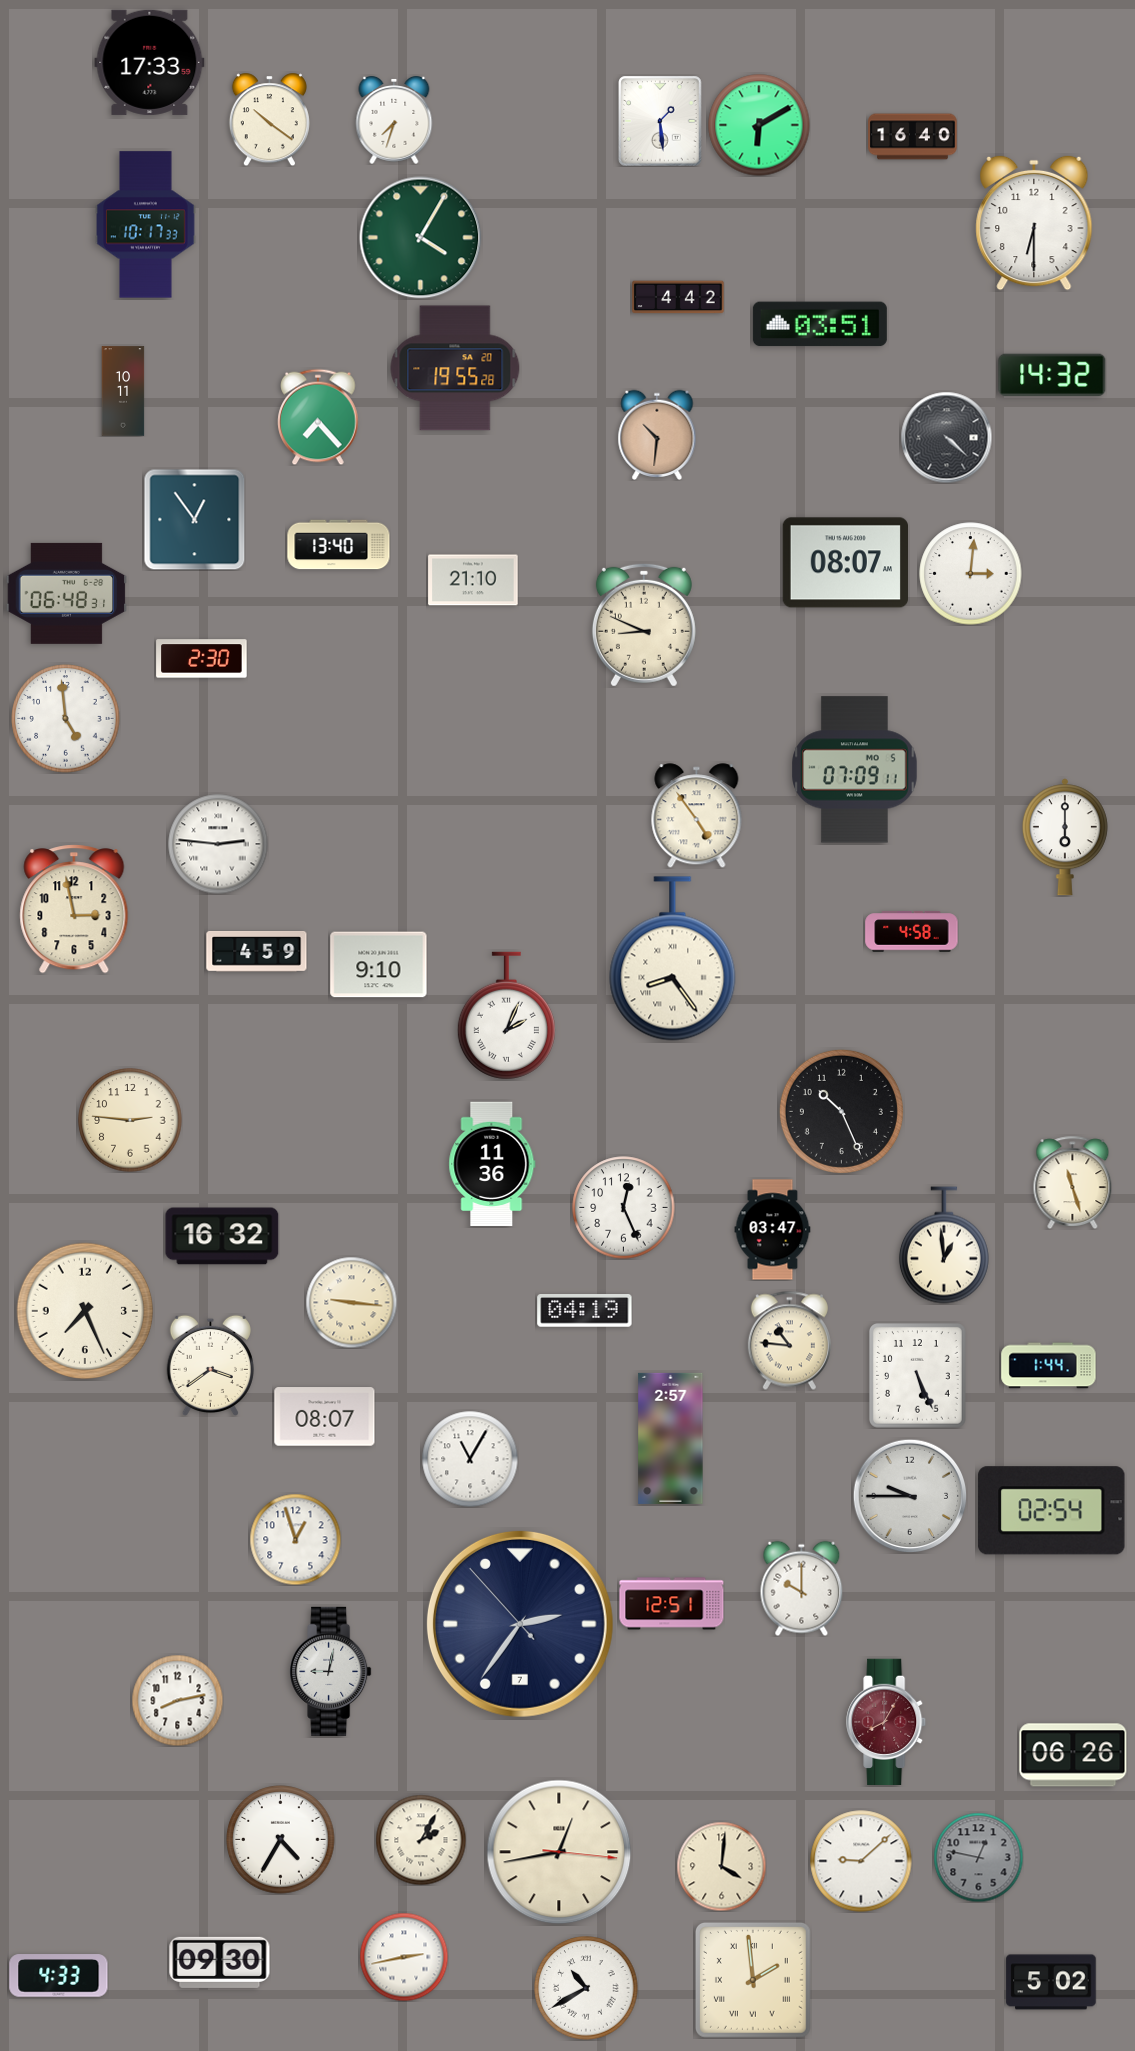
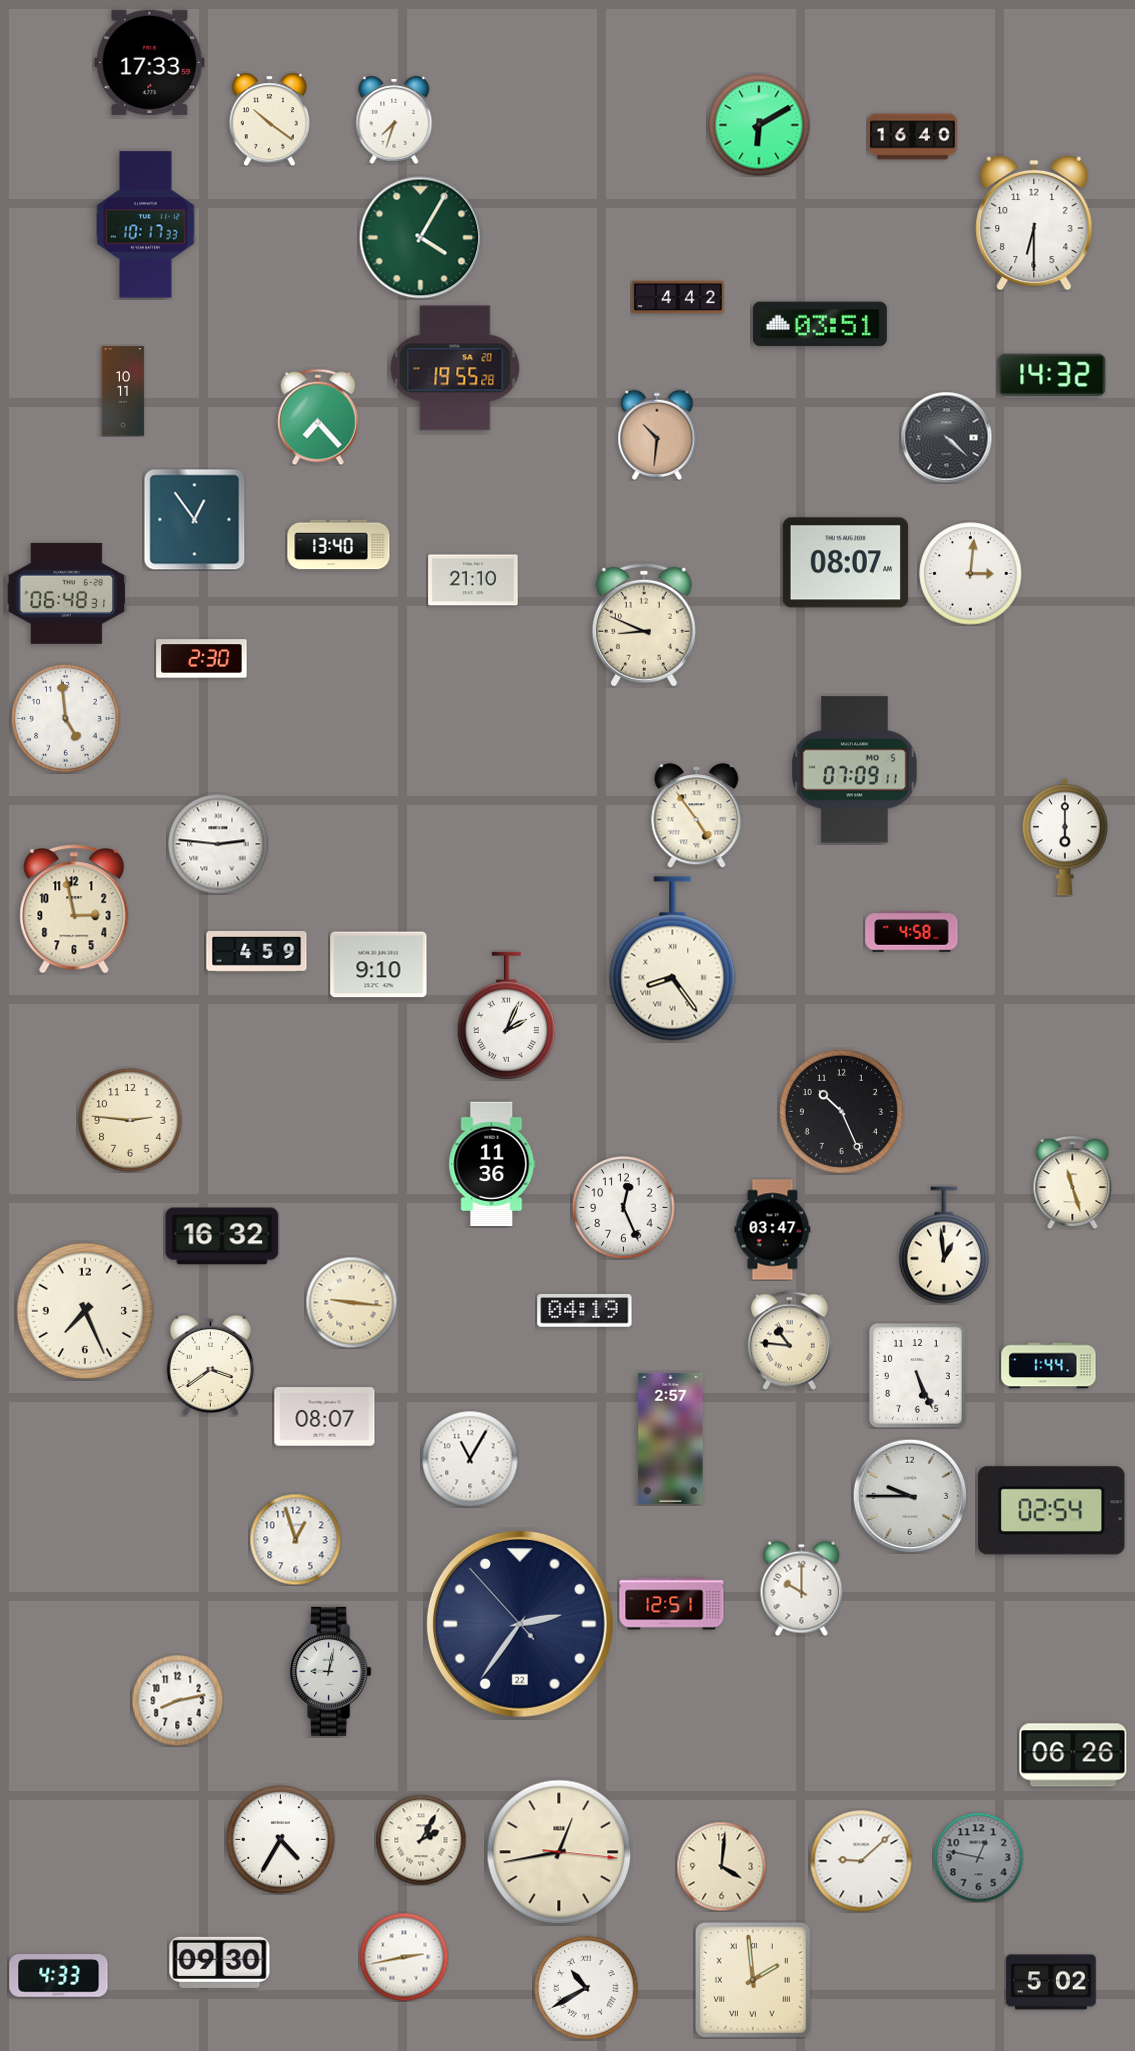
clock at (660, 121): 1:29 -> none
clock at (520, 1624) date: 7 -> 22
clock at (887, 1721): 8:05 -> none
